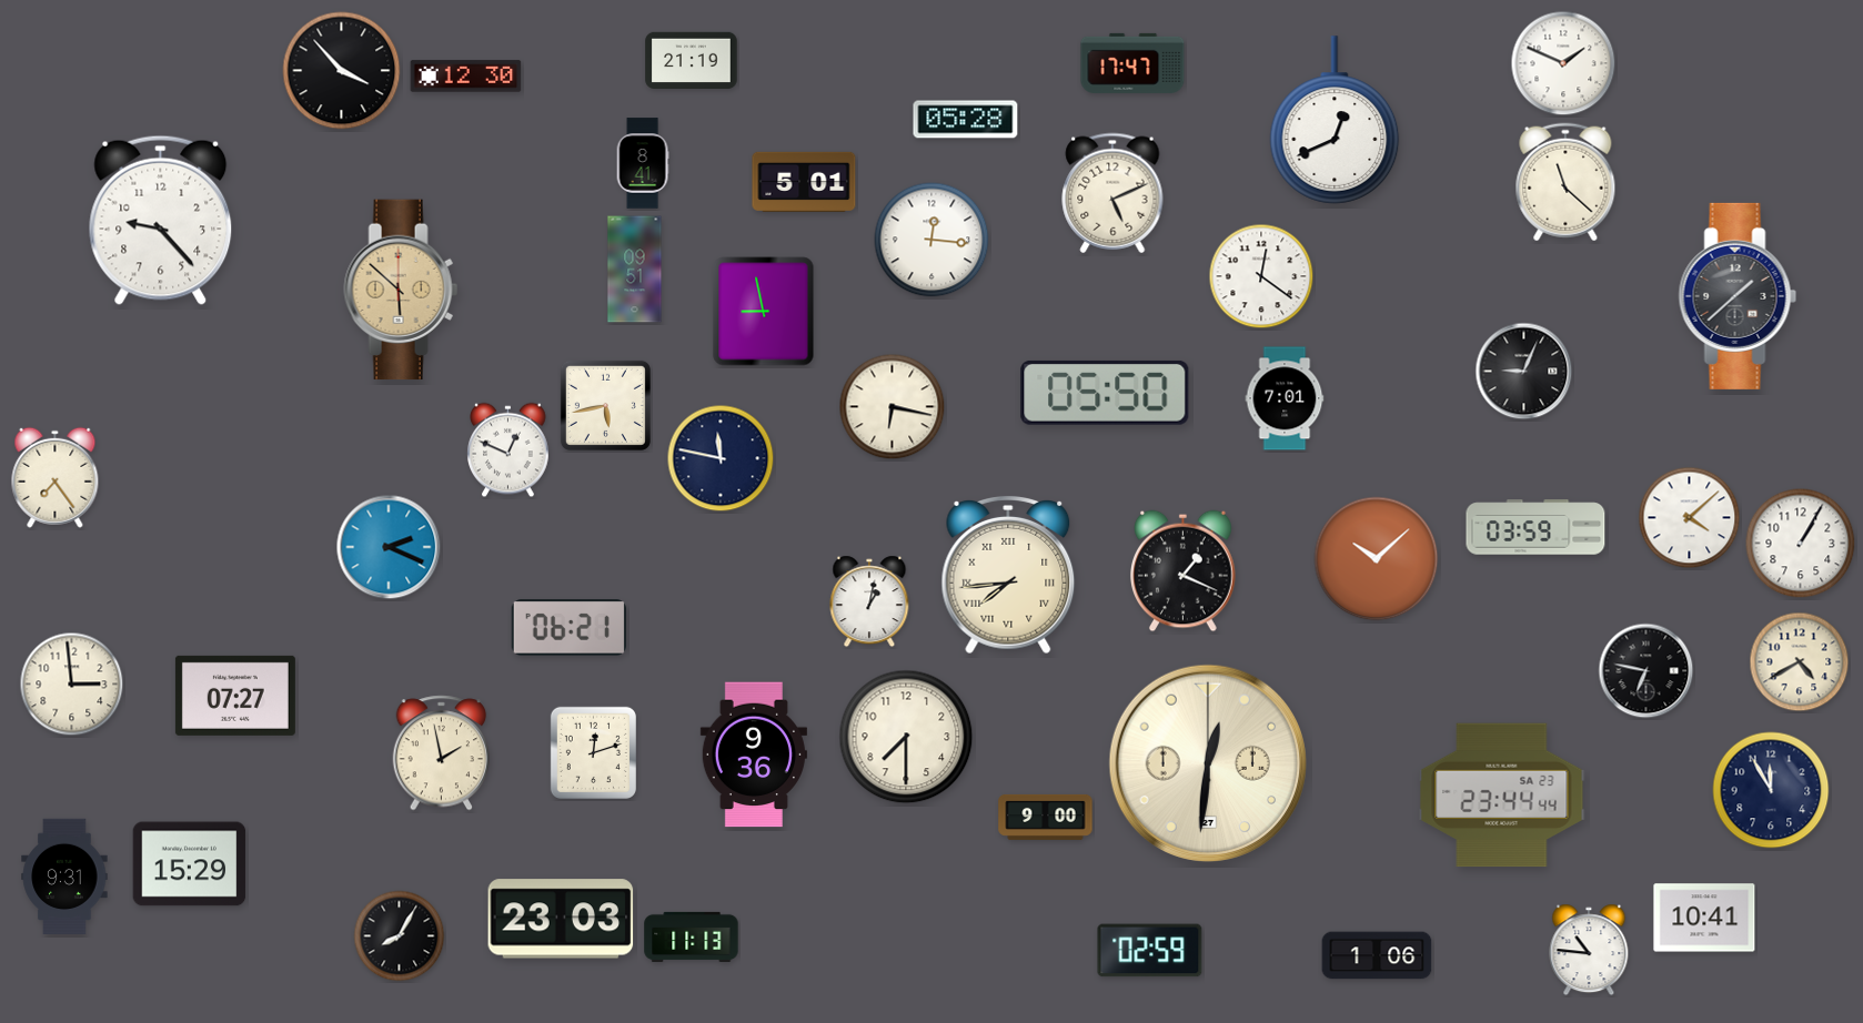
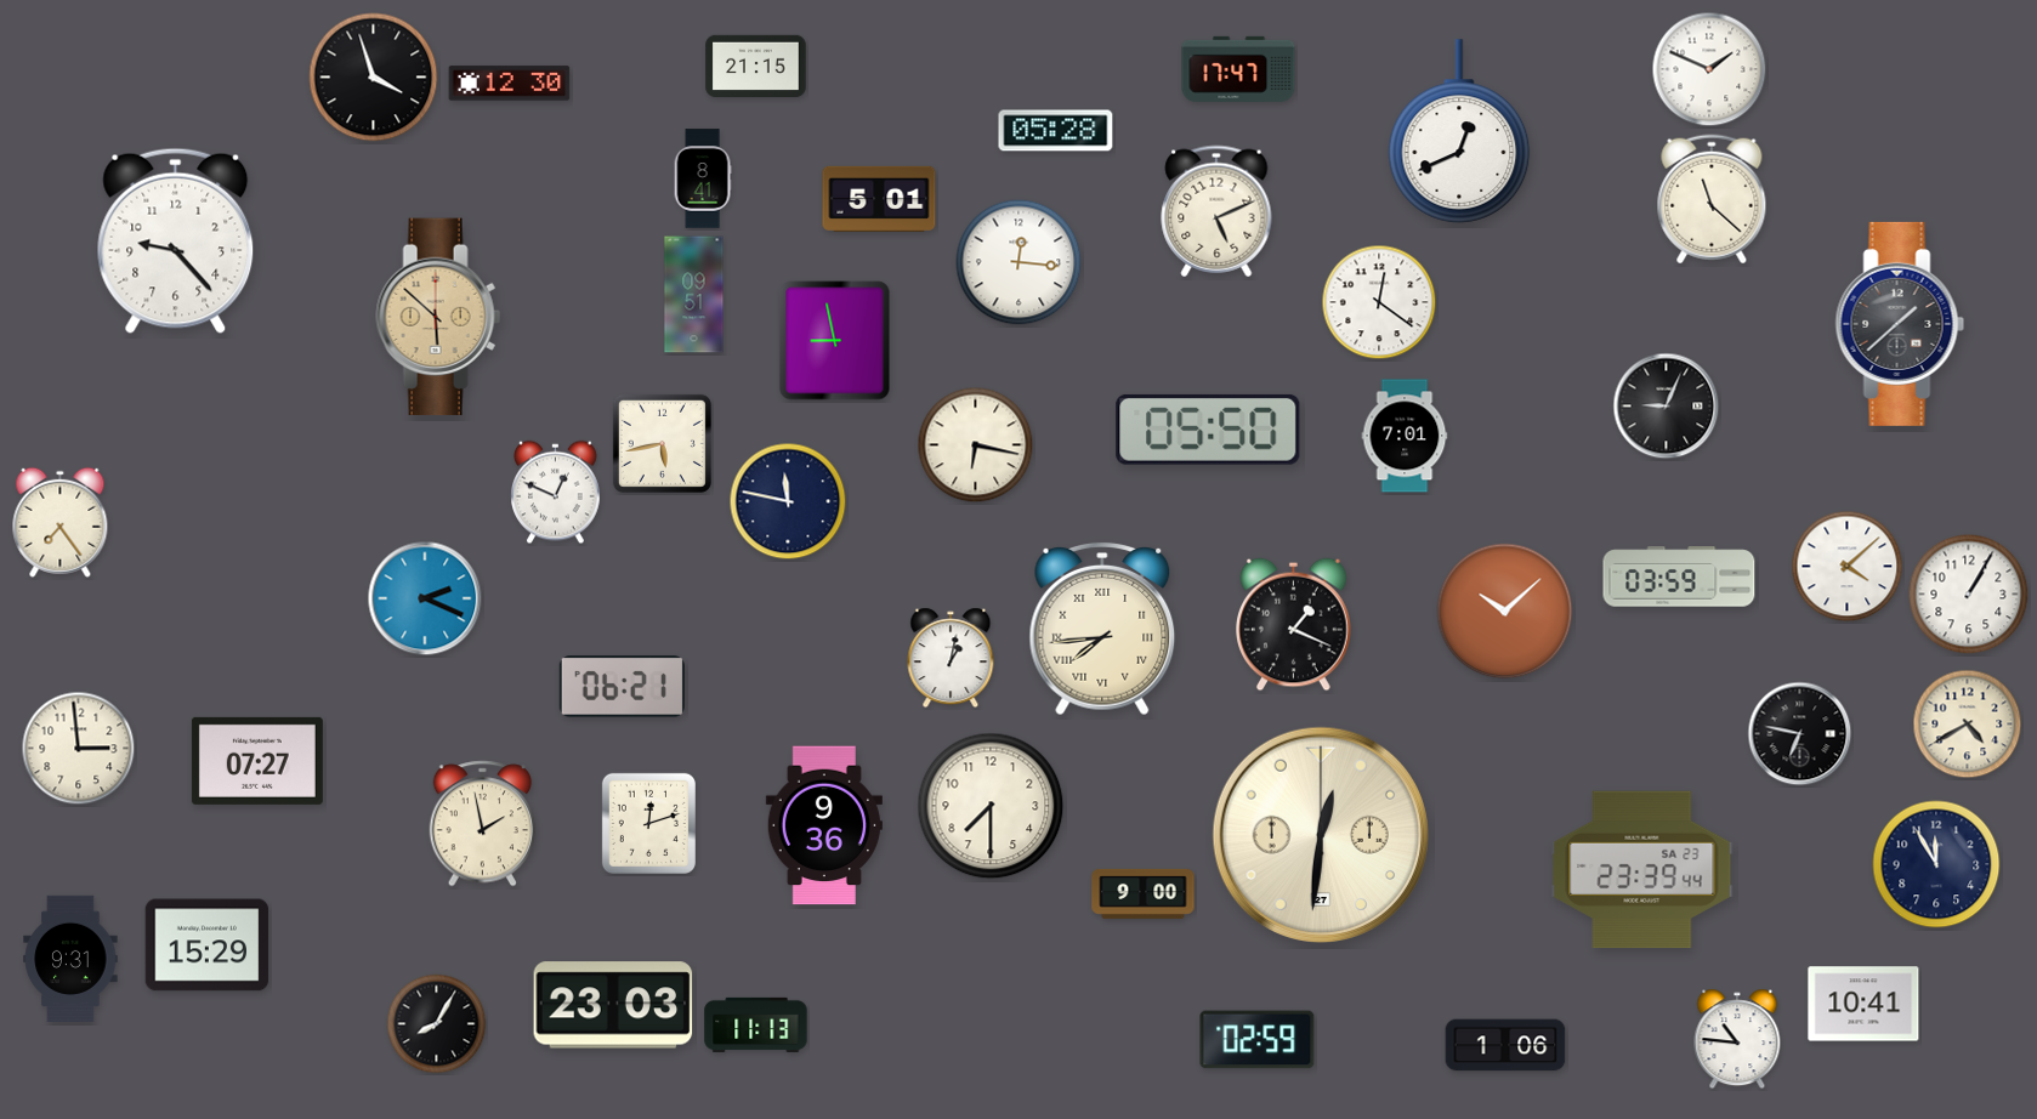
clock at (692, 60): 21:19 -> 21:15
clock at (342, 71): 3:53 -> 3:57
clock at (1502, 796): 23:44 -> 23:39
